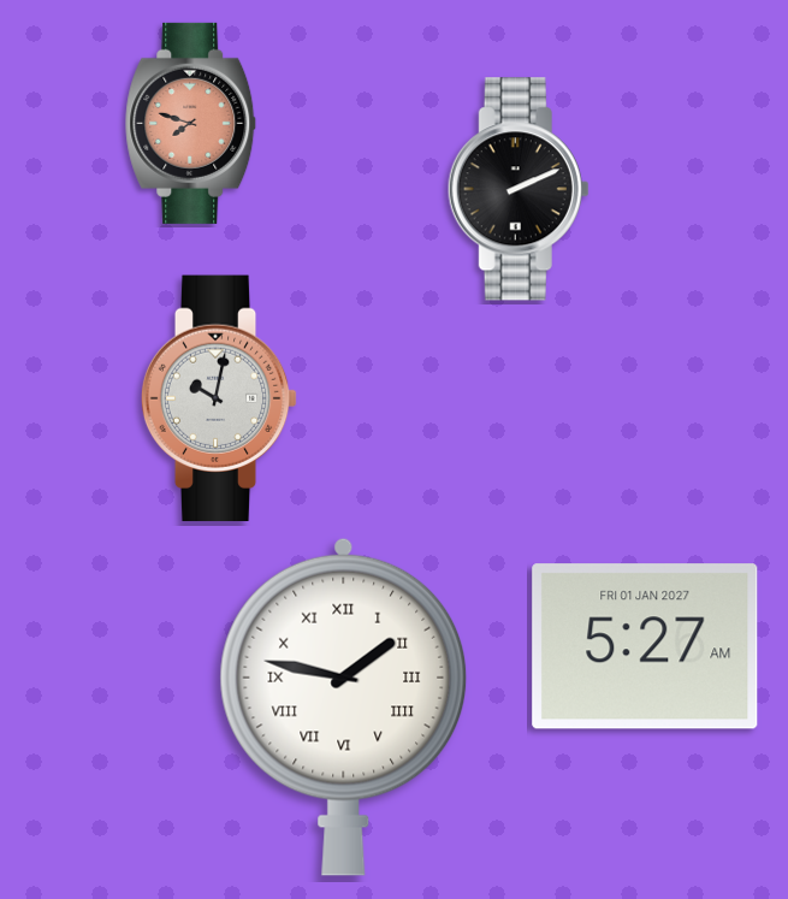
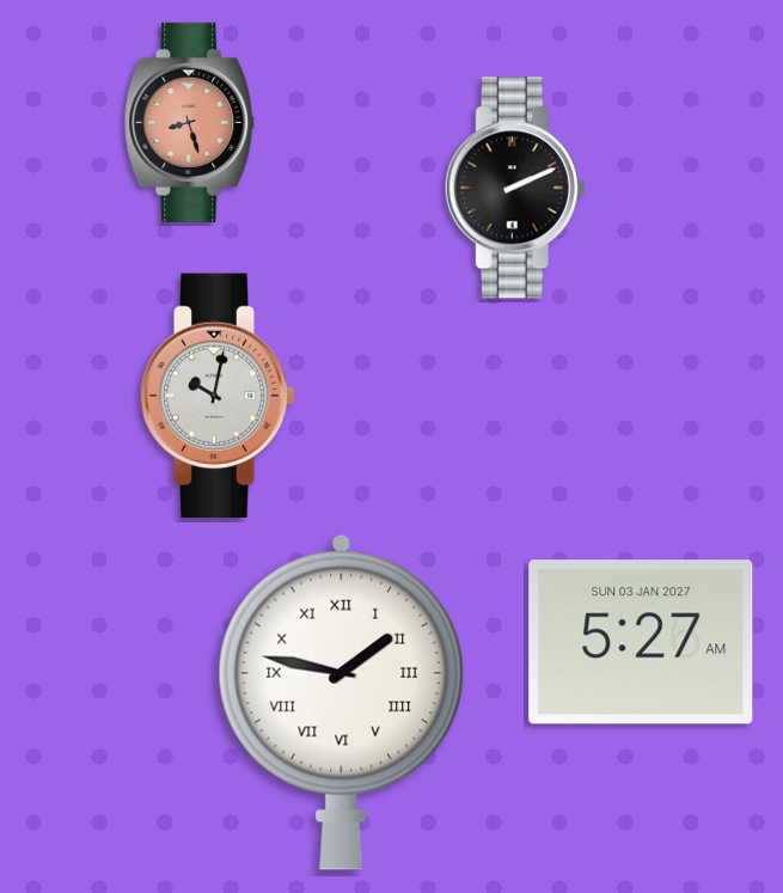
clock at (191, 123): 7:48 -> 8:27
clock at (645, 646) date: FRI 01 JAN 2027 -> SUN 03 JAN 2027
